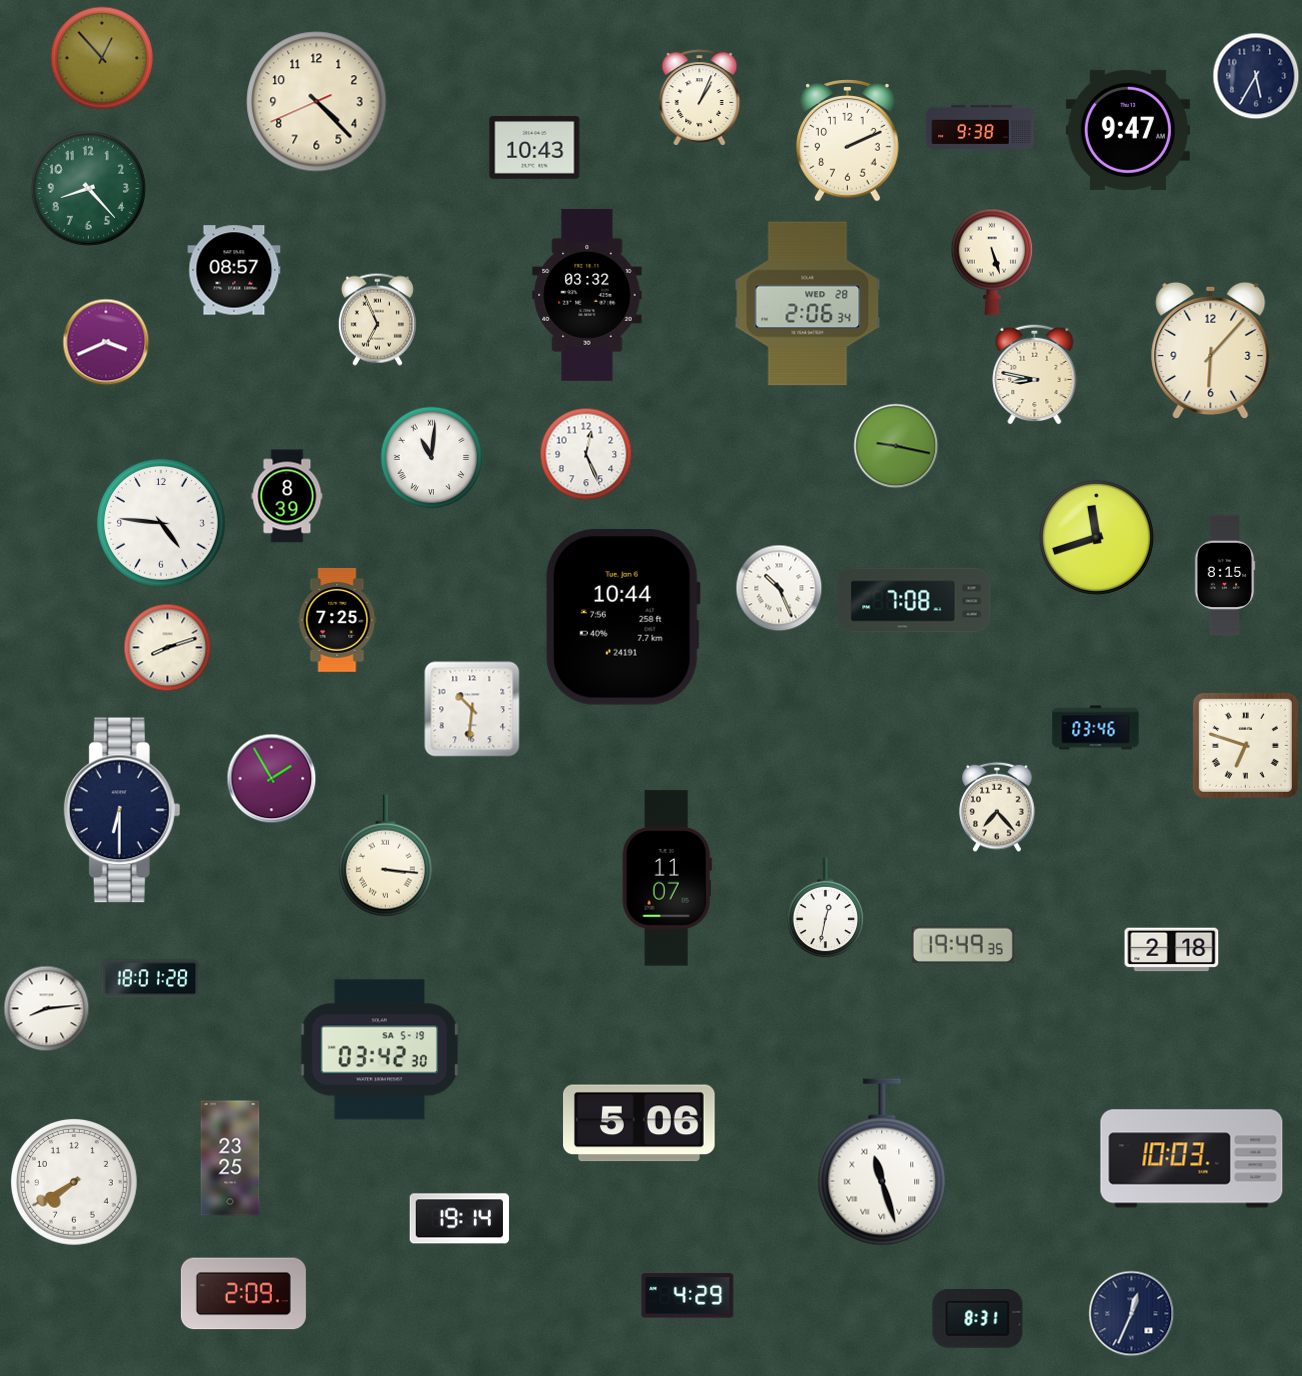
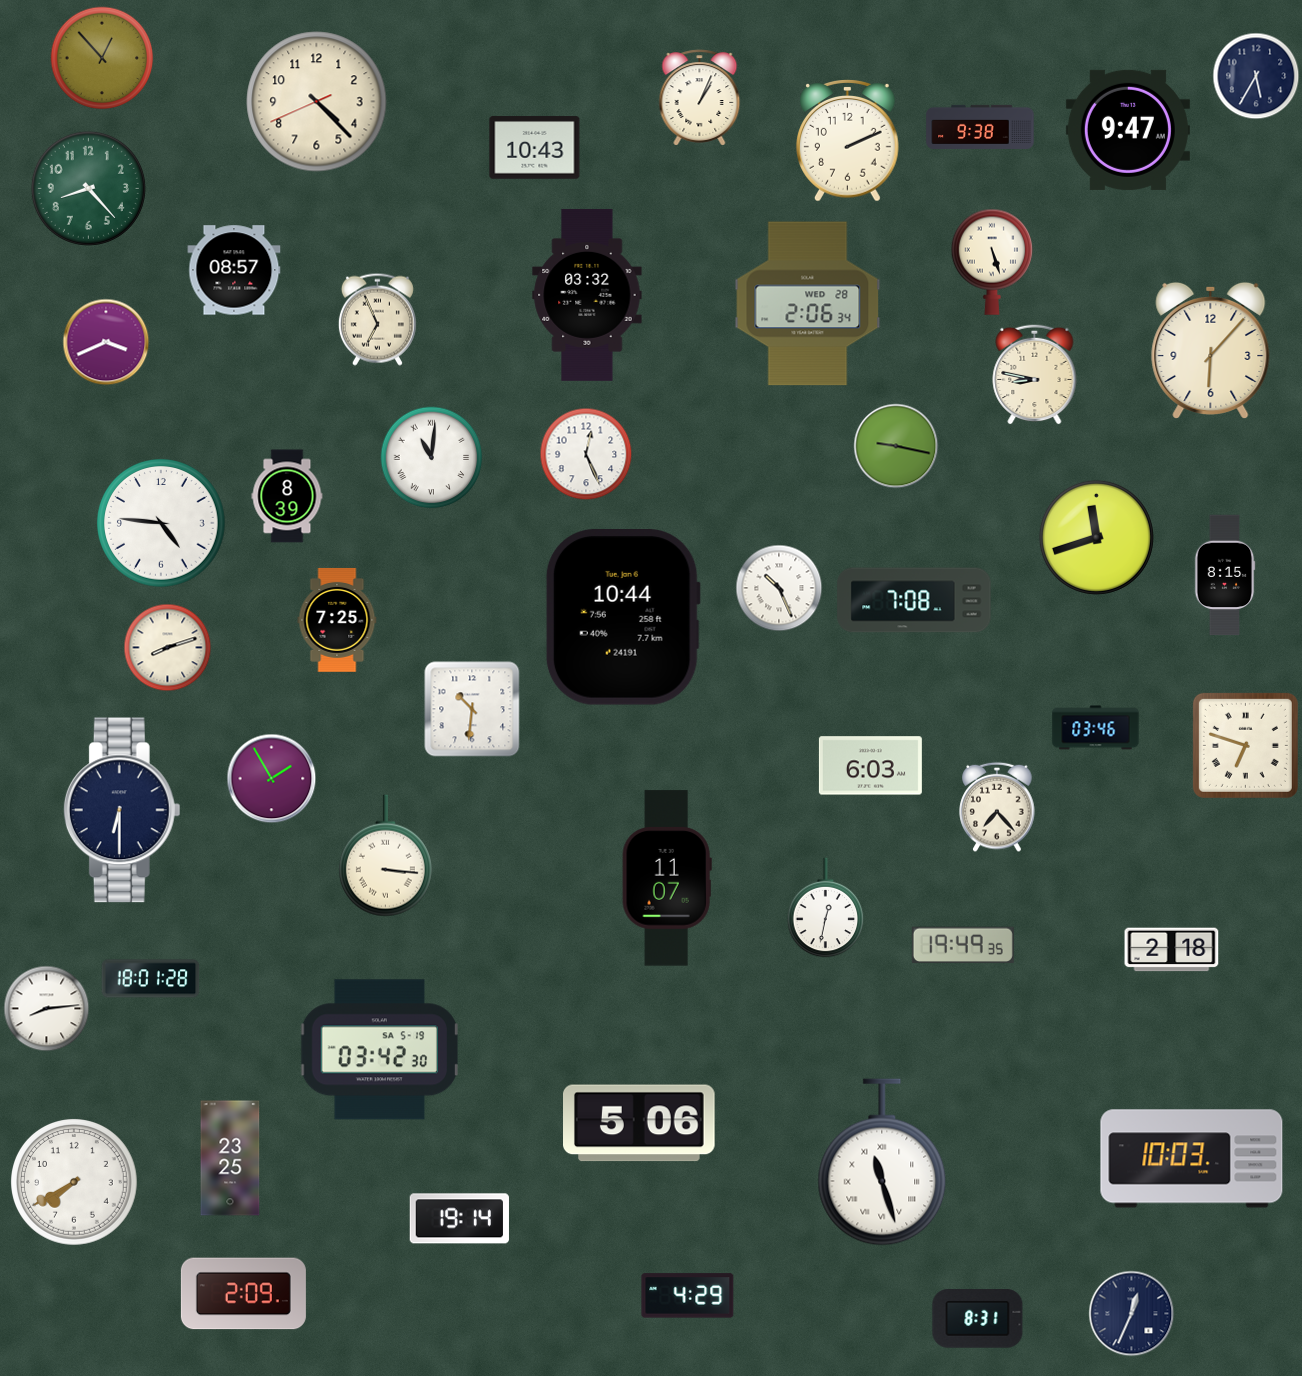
clock at (870, 766): none -> 6:03
